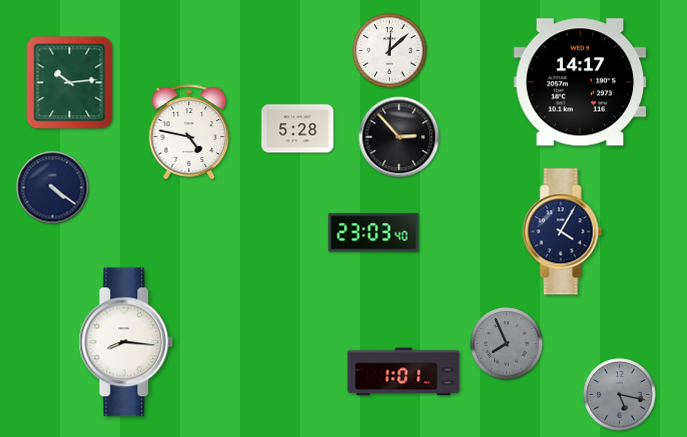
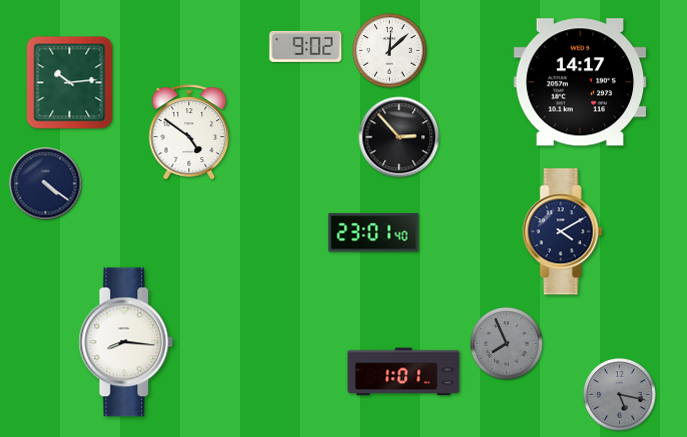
clock at (306, 46): none -> 9:02
clock at (298, 129): 5:28 -> none
clock at (189, 132): 4:47 -> 4:51
clock at (53, 188) position: (53, 188) -> (46, 184)
clock at (563, 232): 4:05 -> 4:10
clock at (374, 233): 23:03 -> 23:01
